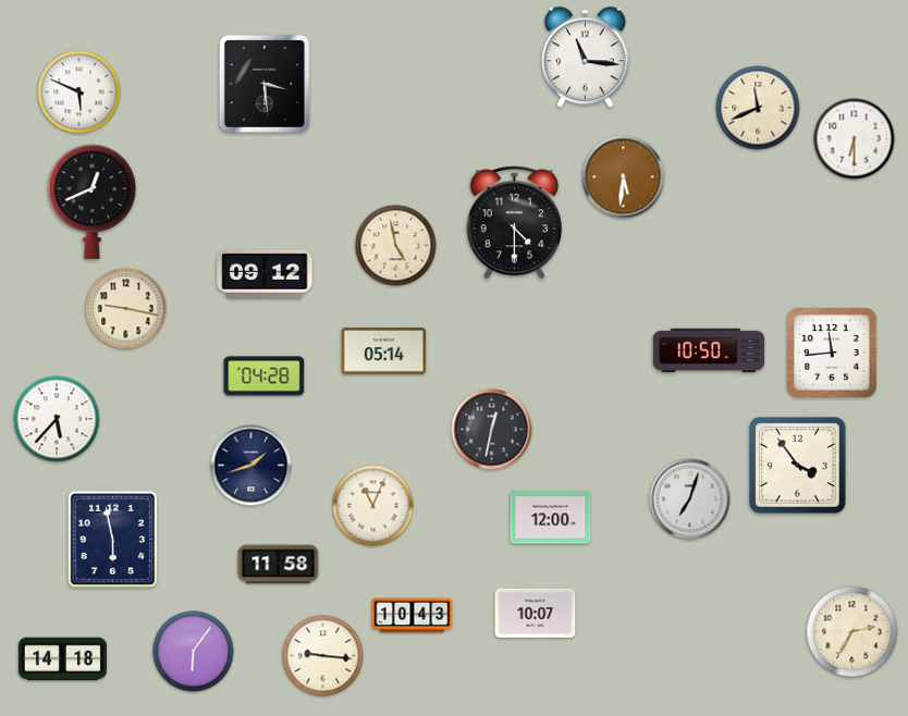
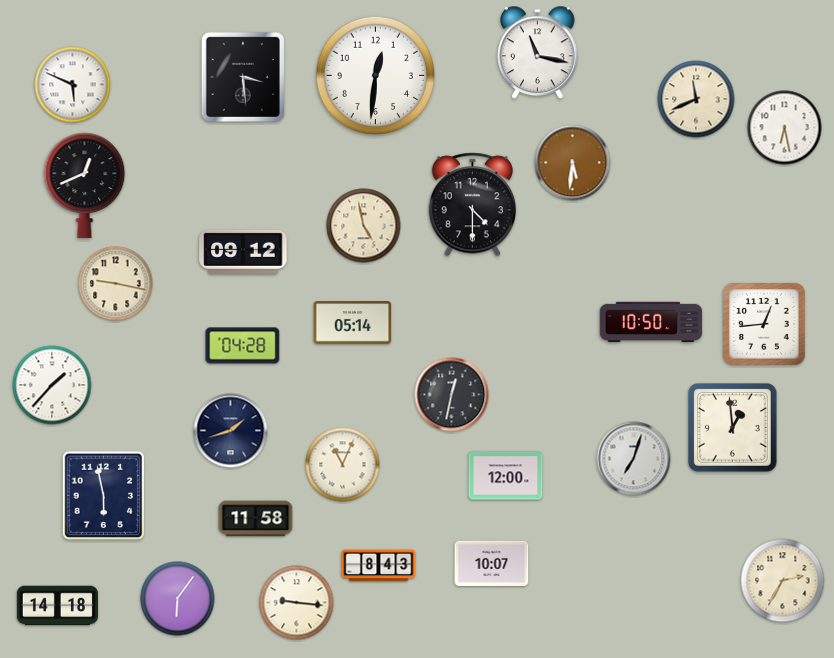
clock at (586, 58): 11:16 -> 11:17
clock at (375, 75): none -> 12:31
clock at (855, 139): 6:30 -> 6:28
clock at (832, 353): 11:44 -> 12:44
clock at (57, 419): 5:37 -> 1:37
clock at (251, 466) position: (251, 466) -> (231, 431)
clock at (798, 466): 3:54 -> 12:59
clock at (413, 616): 10:43 -> 8:43
